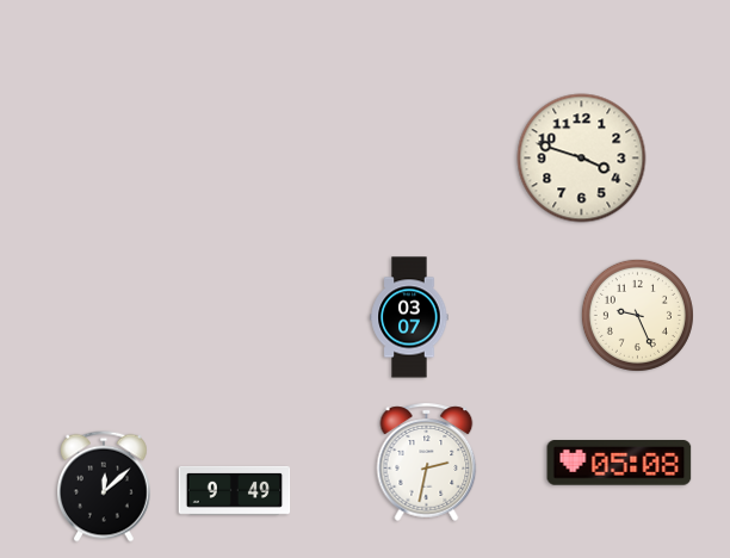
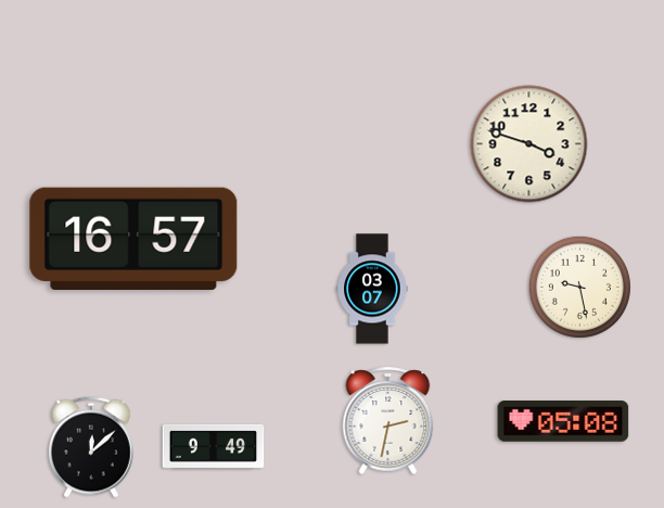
clock at (133, 238): none -> 16:57
clock at (637, 315): 9:26 -> 9:28
clock at (105, 486) position: (105, 486) -> (92, 447)
